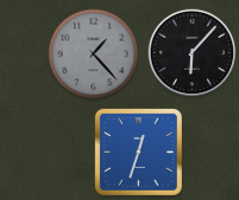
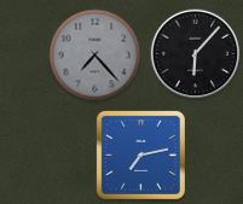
clock at (94, 54): 1:23 -> 7:23
clock at (138, 151): 12:33 -> 7:13
